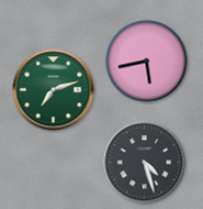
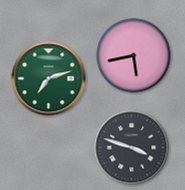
clock at (54, 90) position: (54, 90) -> (49, 79)
clock at (145, 163): 4:27 -> 3:48
